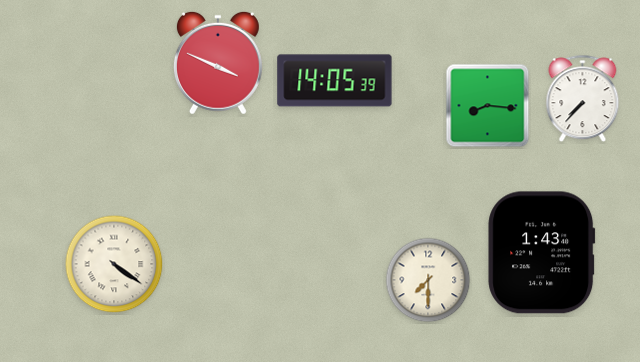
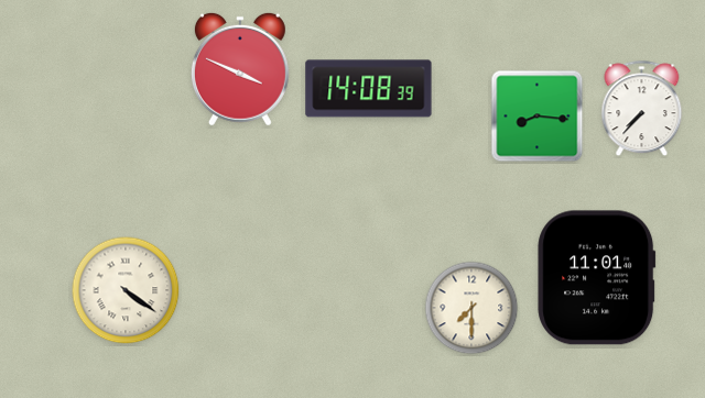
clock at (335, 81): 14:05 -> 14:08
clock at (542, 253): 1:43 -> 11:01
